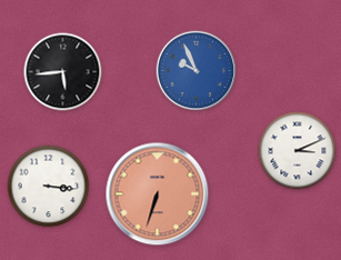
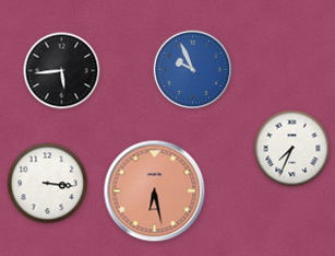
clock at (298, 151): 3:11 -> 7:34
clock at (158, 194): 6:33 -> 6:28
